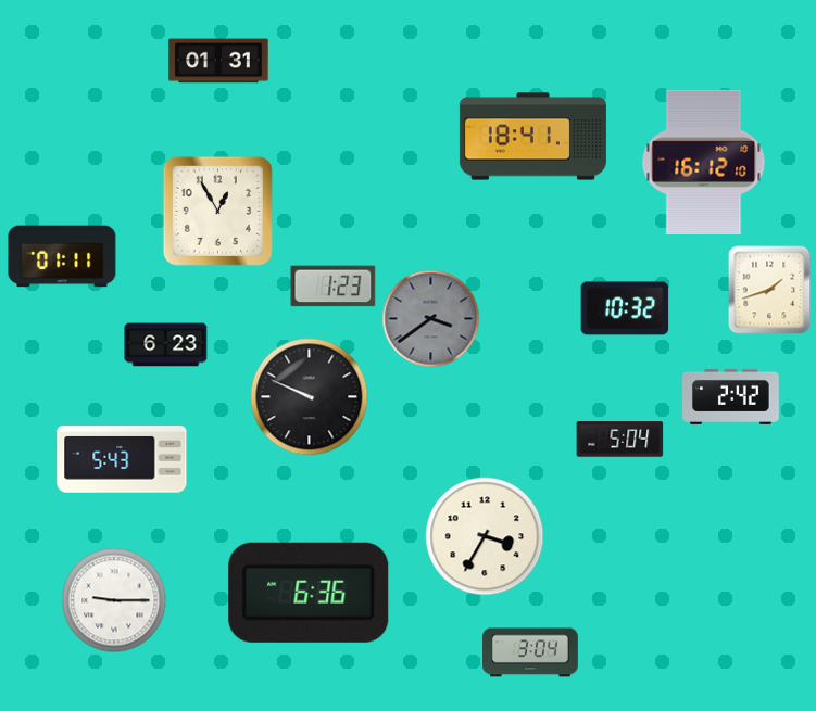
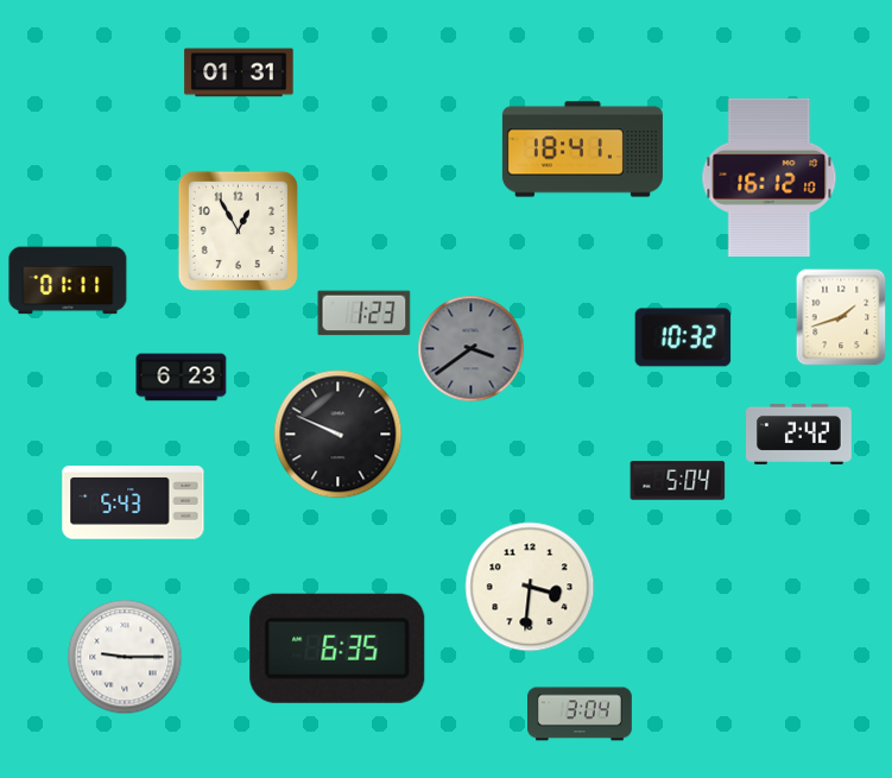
clock at (218, 61) position: (218, 61) -> (239, 72)
clock at (485, 536): 3:35 -> 3:31
clock at (309, 593): 6:36 -> 6:35
